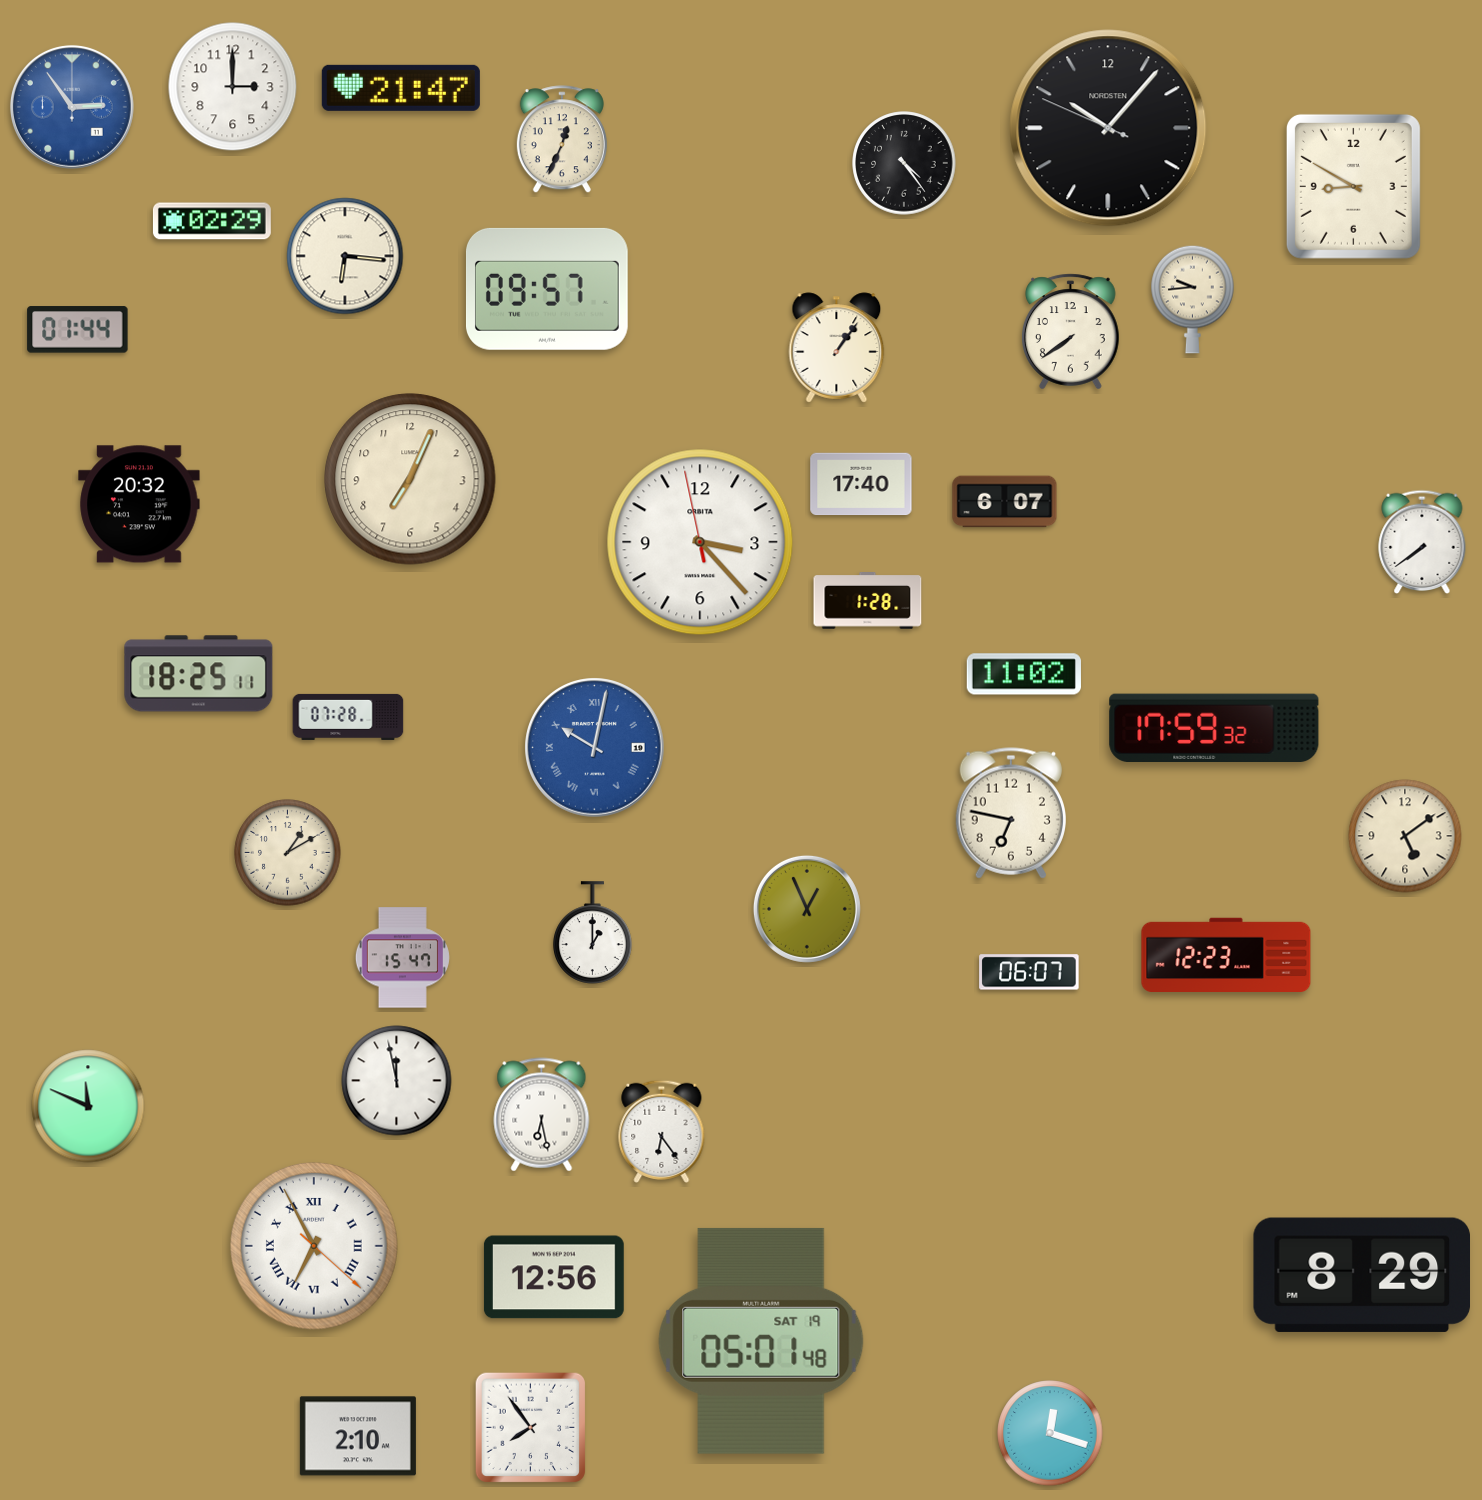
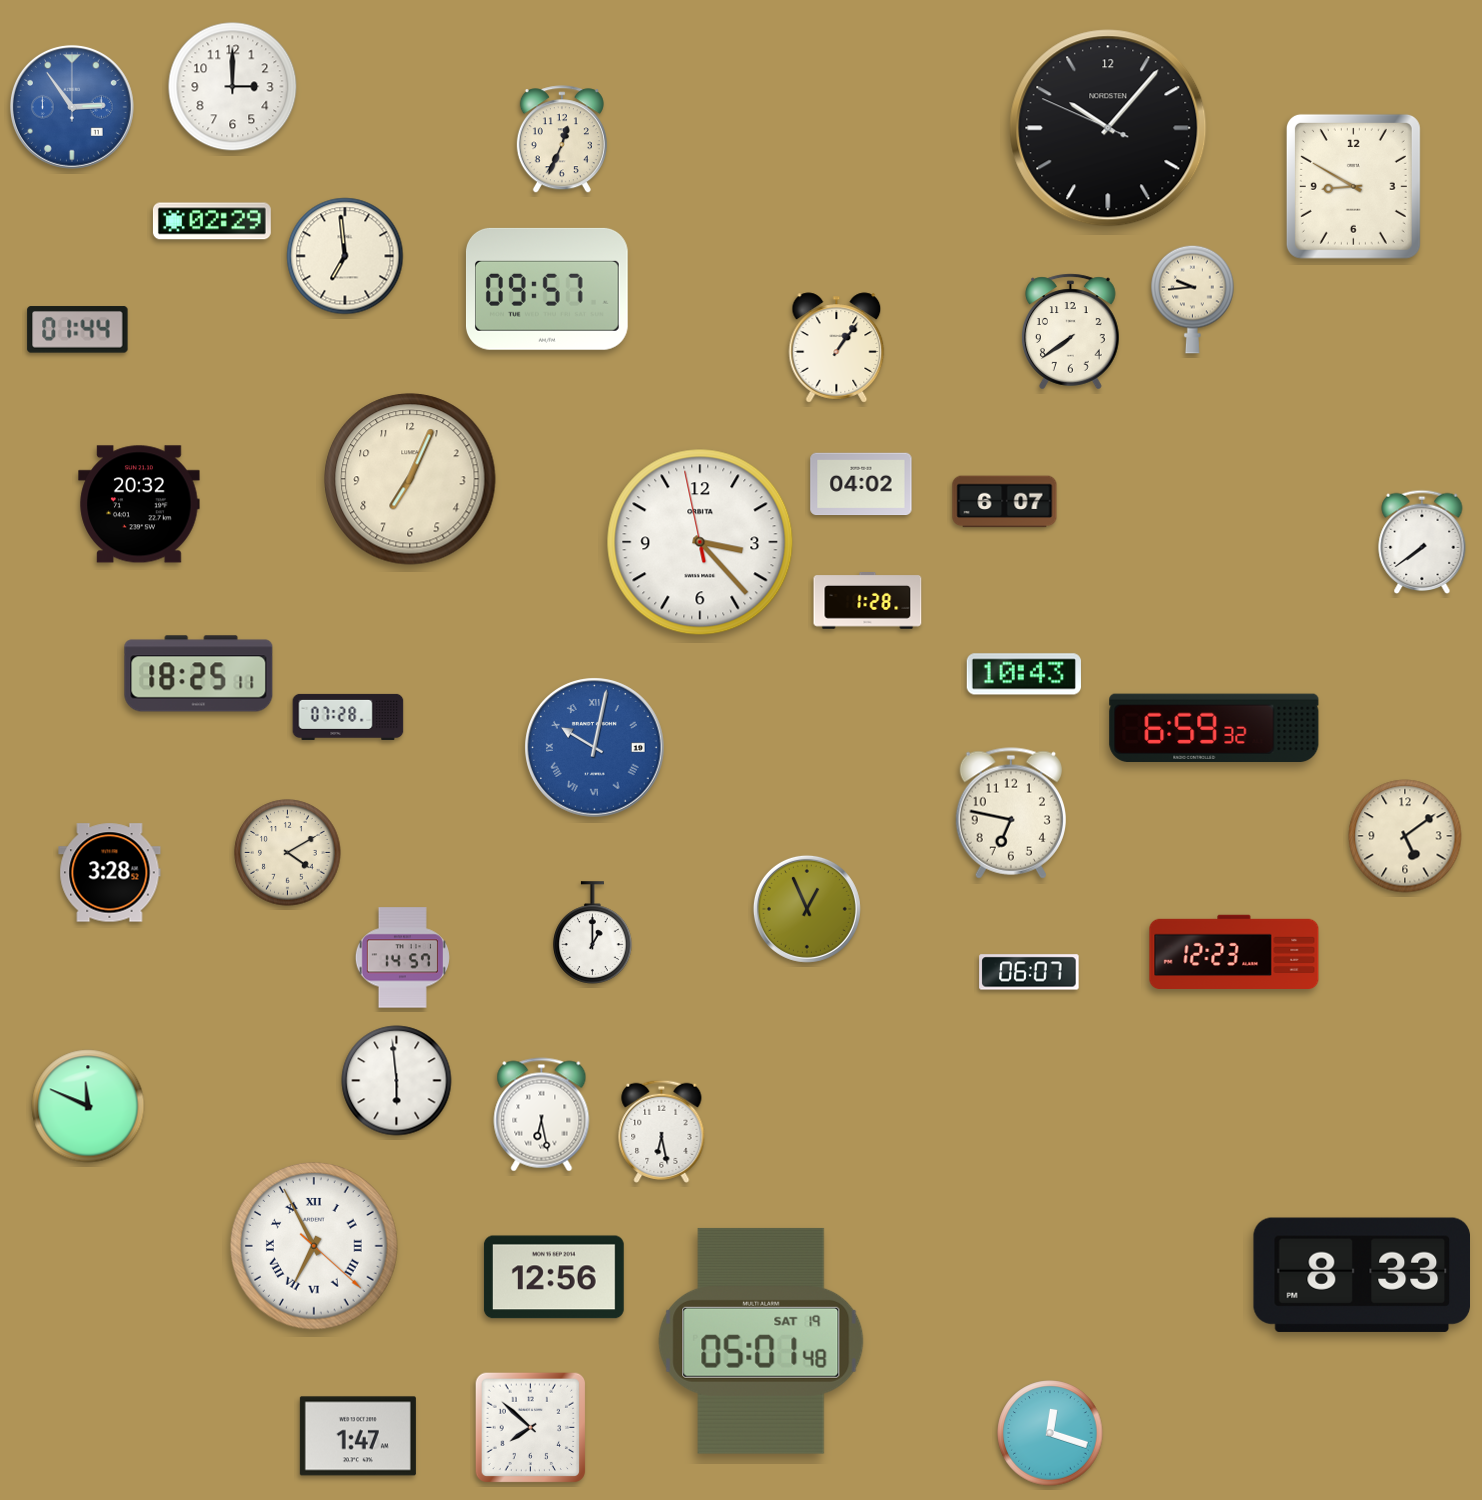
clock at (401, 88): 21:47 -> none
clock at (904, 163): 4:24 -> none
clock at (345, 256): 6:16 -> 6:59
clock at (861, 484): 17:40 -> 04:02
clock at (1024, 674): 11:02 -> 10:43
clock at (1214, 727): 17:59 -> 6:59
clock at (288, 853): 1:10 -> 4:10
clock at (110, 873): none -> 3:28
clock at (1226, 954) position: (1226, 954) -> (1234, 951)
clock at (402, 958): 15:47 -> 14:57
clock at (397, 1081): 11:58 -> 5:59
clock at (662, 1131): 6:24 -> 6:28
clock at (1361, 1275): 8:29 -> 8:33
clock at (531, 1428): 7:54 -> 7:52
clock at (358, 1436): 2:10 -> 1:47
